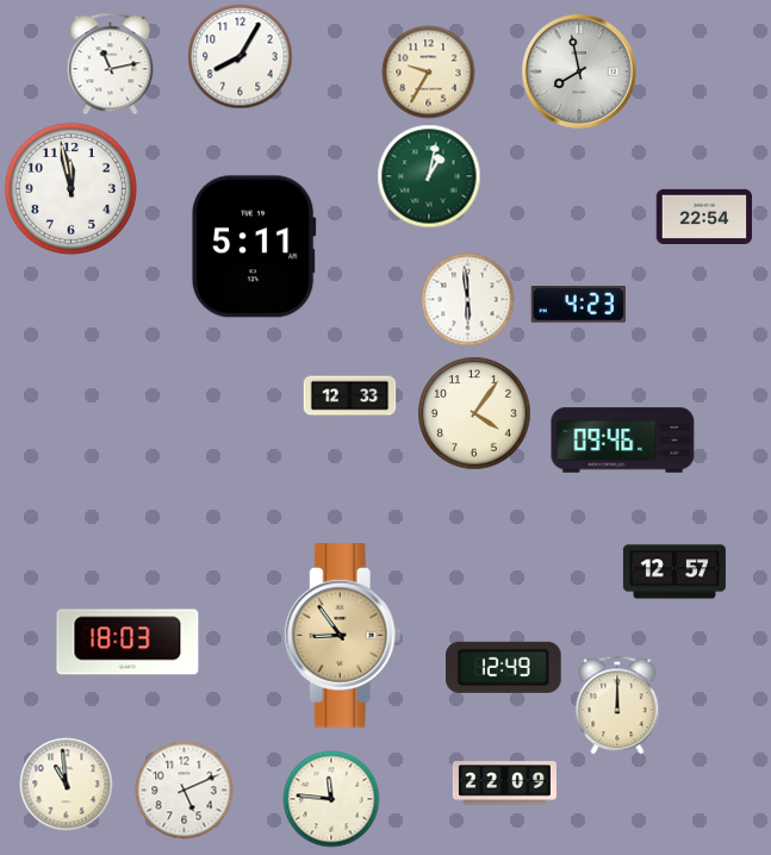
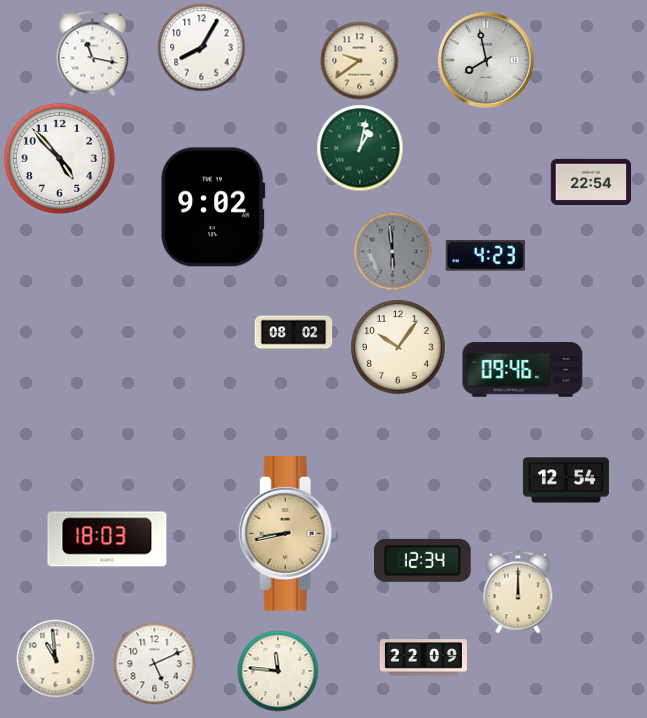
clock at (111, 63): 11:13 -> 11:17
clock at (428, 71): 9:35 -> 9:39
clock at (70, 188): 11:58 -> 4:53
clock at (254, 246): 5:11 -> 9:02
clock at (467, 299) dial: white -> grey
clock at (349, 397): 12:33 -> 08:02
clock at (474, 413): 4:06 -> 10:06
clock at (674, 572): 12:57 -> 12:54
clock at (342, 636): 8:54 -> 8:43
clock at (504, 667): 12:49 -> 12:34
